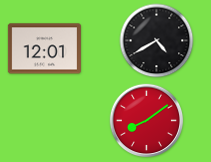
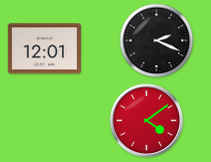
clock at (157, 41): 4:40 -> 2:19
clock at (147, 121): 8:09 -> 4:09
